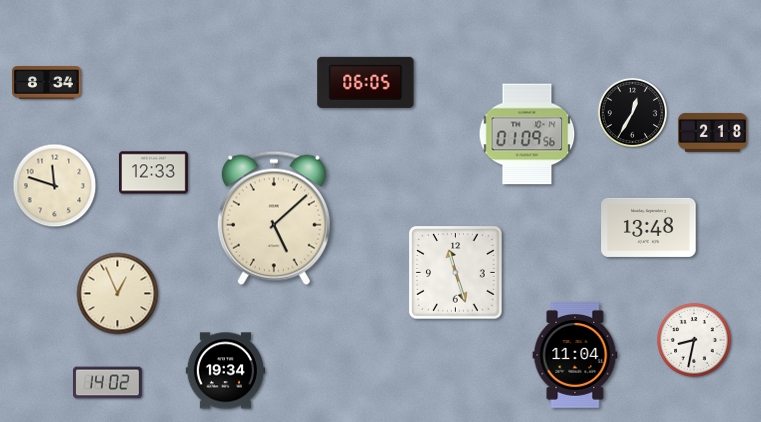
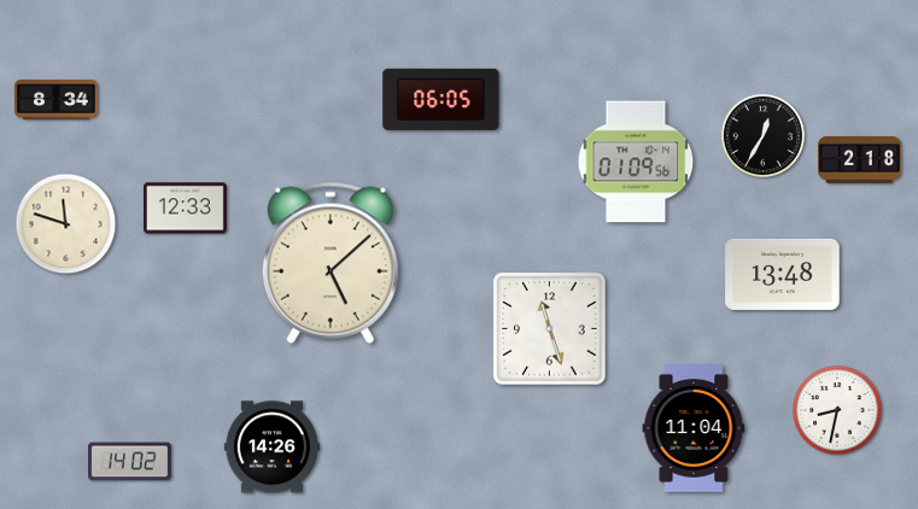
clock at (118, 294): 12:56 -> none
clock at (225, 371): 19:34 -> 14:26
